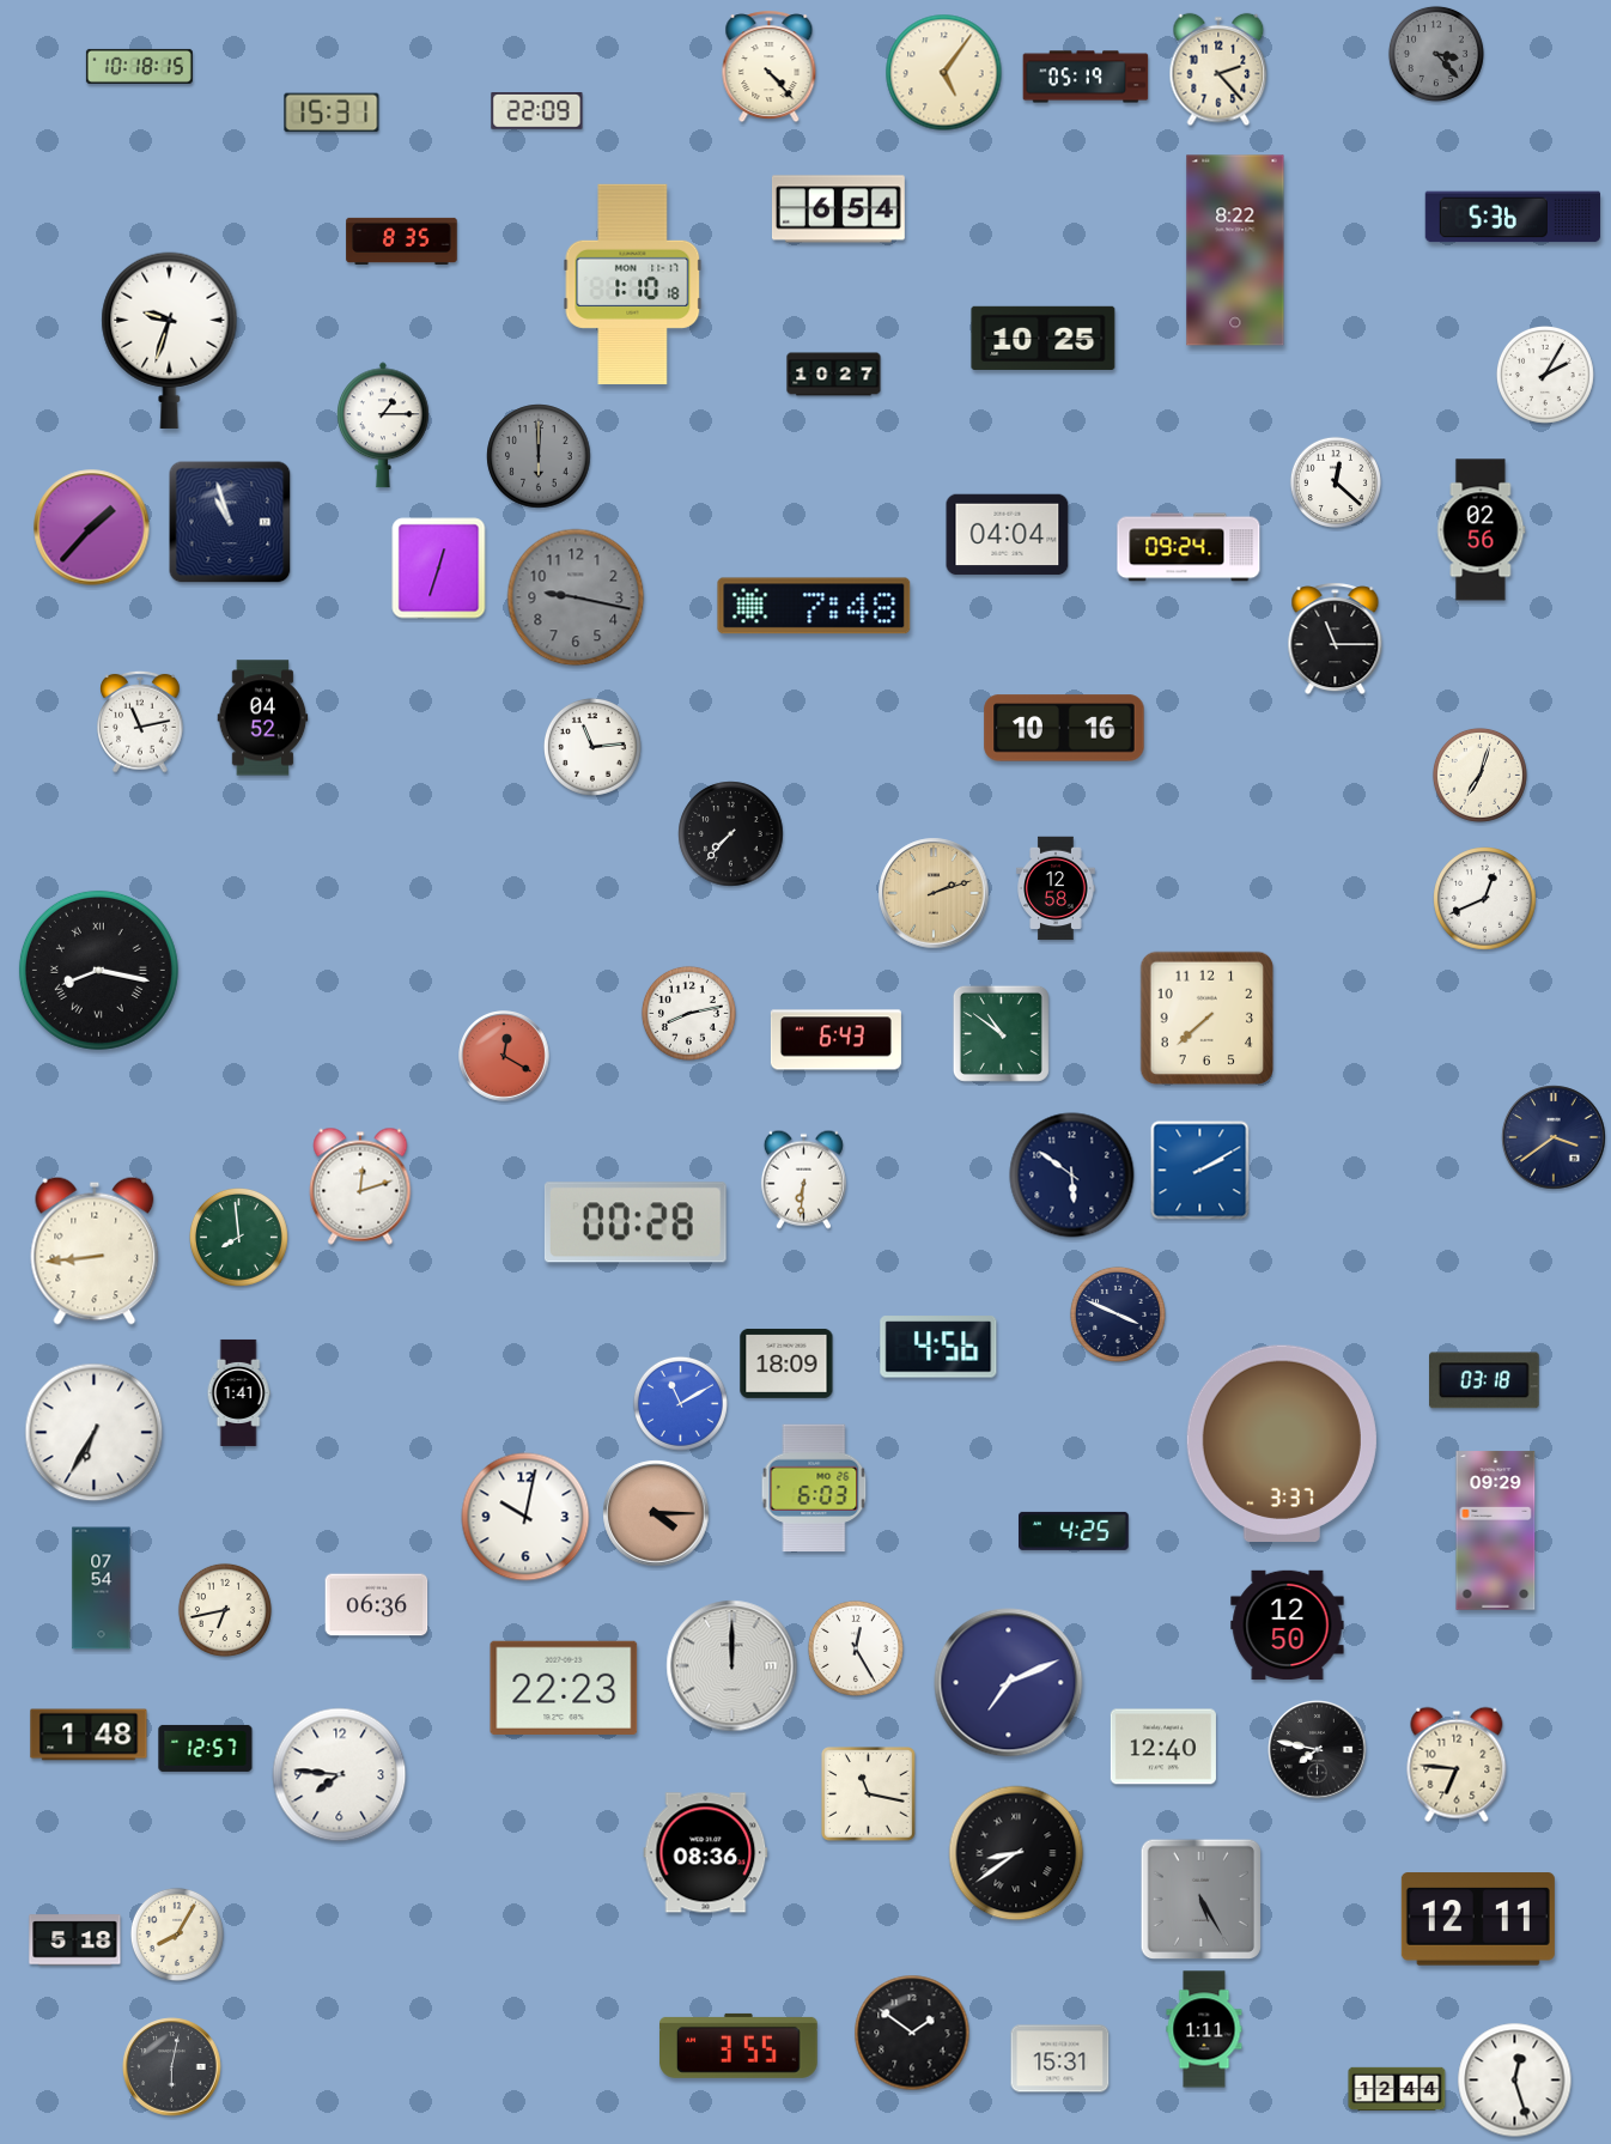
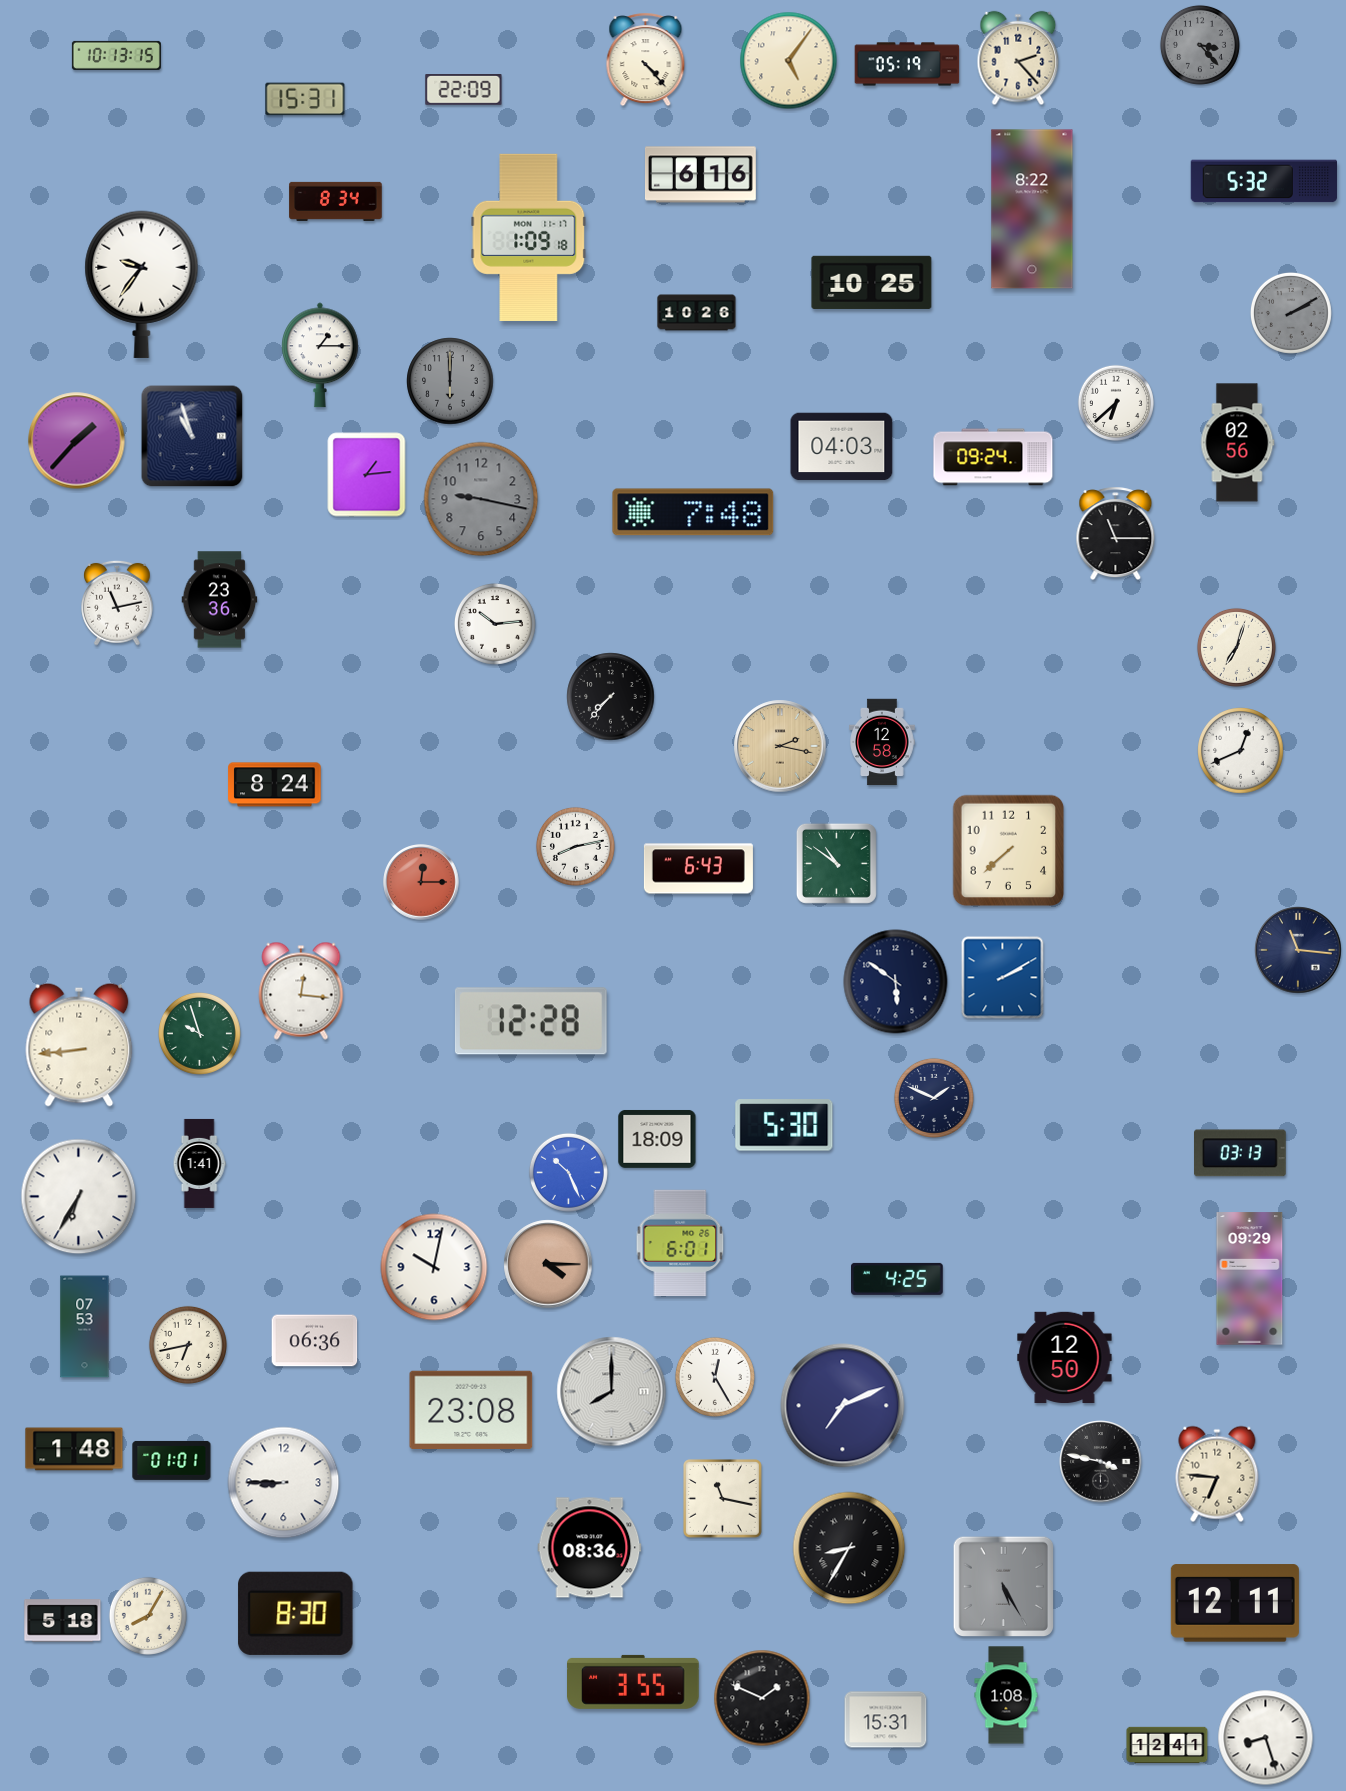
clock at (139, 66): 10:18 -> 10:13
clock at (770, 67) position: (770, 67) -> (646, 60)
clock at (537, 111) position: (537, 111) -> (464, 90)
clock at (332, 113) position: (332, 113) -> (305, 99)
clock at (838, 209): 6:54 -> 6:16
clock at (1513, 217): 5:36 -> 5:32
clock at (402, 241): 8:35 -> 8:34
clock at (633, 284): 1:10 -> 1:09
clock at (170, 340): 9:33 -> 9:36
clock at (834, 375): 10:27 -> 10:26
clock at (1545, 375): 2:05 -> 2:10
clock at (1545, 375) dial: white -> grey
clock at (1336, 482): 12:22 -> 6:38
clock at (1008, 535): 04:04 -> 04:03
clock at (439, 569): 12:33 -> 1:14
clock at (814, 606) position: (814, 606) -> (693, 512)
clock at (263, 718): 04:52 -> 23:36
clock at (1064, 728): 10:16 -> none
clock at (592, 747): 11:14 -> 10:14
clock at (934, 893): 2:12 -> 2:17
clock at (275, 785): none -> 8:24
clock at (98, 970): 8:17 -> none
clock at (504, 1056): 12:20 -> 12:15
clock at (1554, 1137): 3:39 -> 11:16
clock at (803, 1179): 6:31 -> none
clock at (360, 1186): 12:12 -> 12:16
clock at (636, 1222): 00:28 -> 12:28
clock at (239, 1238): 7:59 -> 9:57
clock at (1118, 1314): 3:49 -> 1:49
clock at (938, 1347): 4:56 -> 5:30
clock at (1485, 1380): 03:18 -> 03:13
clock at (680, 1403): 11:10 -> 10:26
clock at (1282, 1443): 3:37 -> none
clock at (814, 1488): 6:03 -> 6:01
clock at (525, 1517) position: (525, 1517) -> (434, 1267)
clock at (102, 1589): 07:54 -> 07:53
clock at (1288, 1626) position: (1288, 1626) -> (1065, 1358)
clock at (732, 1666): 12:00 -> 8:00
clock at (564, 1687): 22:23 -> 23:08
clock at (1163, 1747): 12:40 -> none
clock at (206, 1748): 12:57 -> 01:01
clock at (1318, 1750): 7:47 -> 3:47
clock at (340, 1775): 7:46 -> 8:45
clock at (869, 1794) position: (869, 1794) -> (723, 1499)
clock at (1016, 1853): 8:39 -> 8:35
clock at (296, 1613): none -> 8:30
clock at (1204, 2029): 1:11 -> 1:08
clock at (912, 2033): 1:51 -> 1:49
clock at (740, 2046) position: (740, 2046) -> (634, 1682)
clock at (172, 2067): 6:02 -> none
clock at (1515, 2081): 12:27 -> 8:27
clock at (1397, 2089): 12:44 -> 12:41
